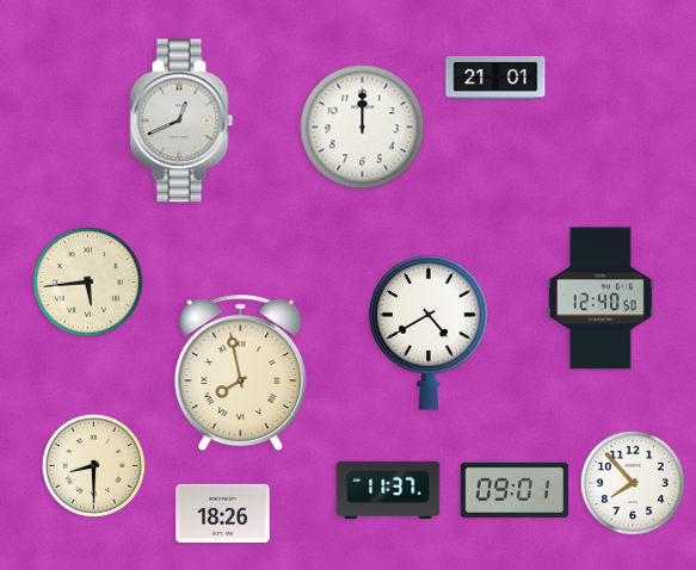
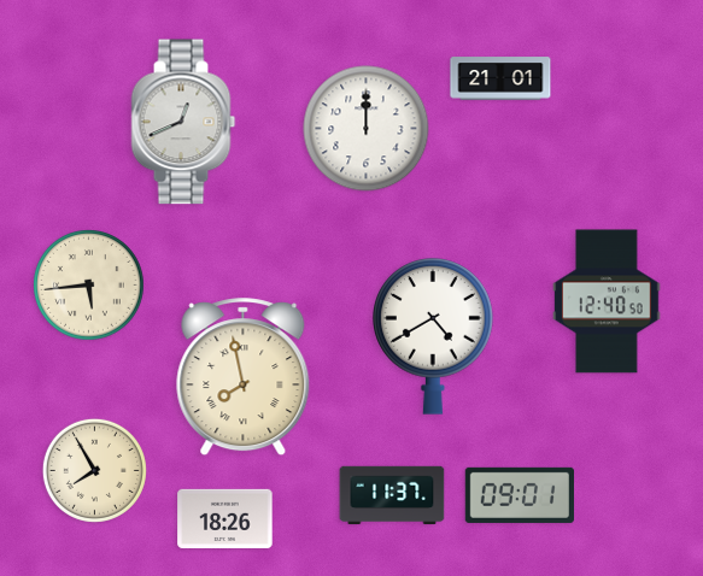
clock at (93, 465): 8:30 -> 7:55
clock at (633, 483): 7:53 -> none
